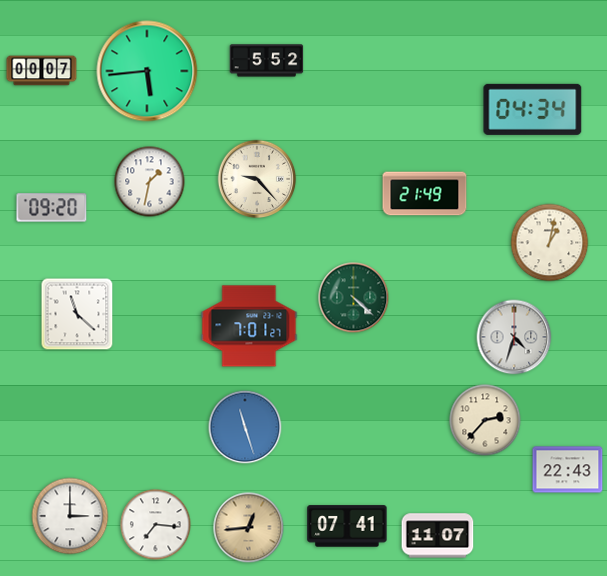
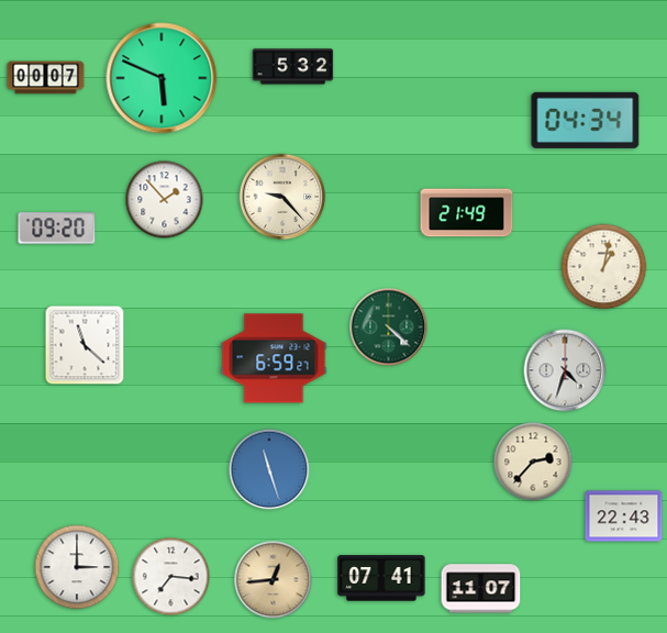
clock at (267, 61): 5:52 -> 5:32
clock at (147, 71): 5:44 -> 5:49
clock at (150, 182): 1:32 -> 1:53
clock at (249, 326): 7:01 -> 6:59
